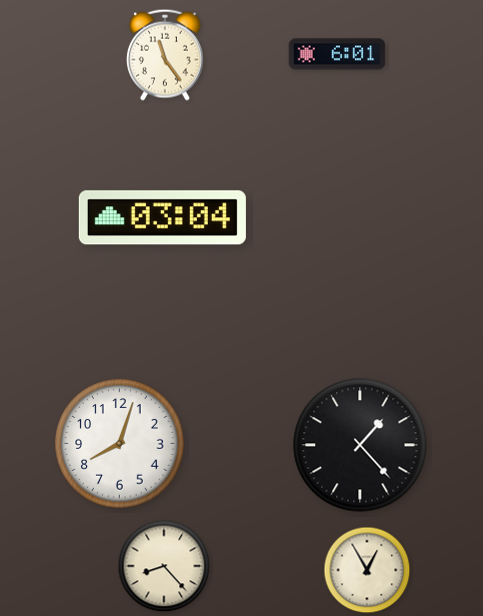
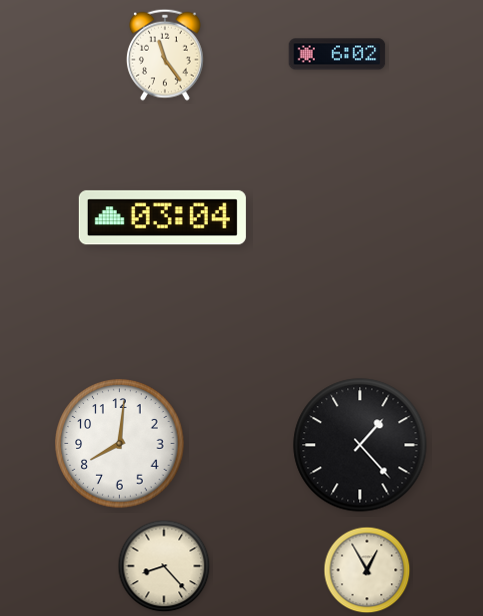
clock at (337, 54): 6:01 -> 6:02
clock at (120, 444): 8:03 -> 8:01
